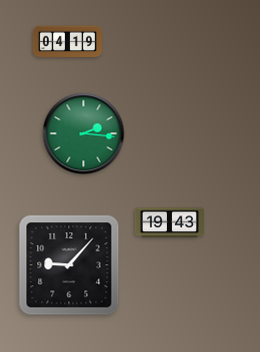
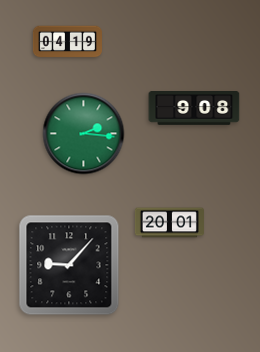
clock at (194, 109): none -> 9:08
clock at (169, 223): 19:43 -> 20:01
